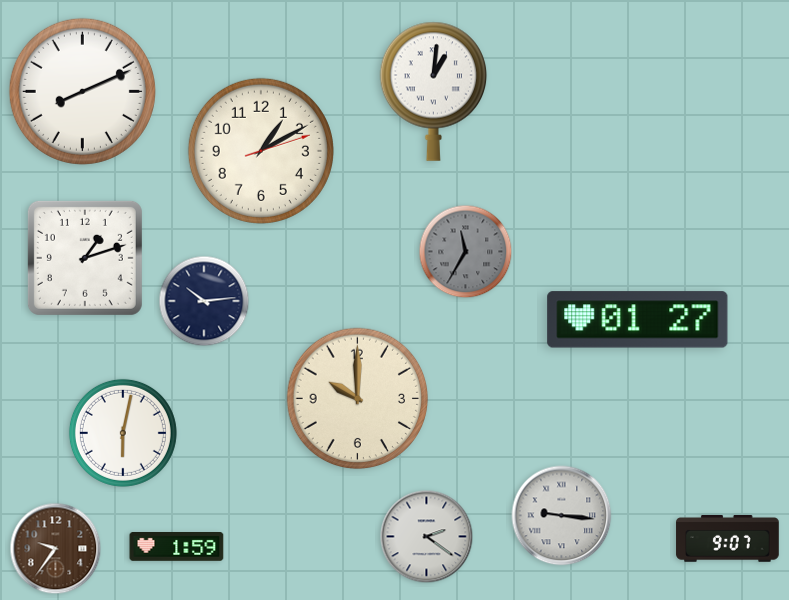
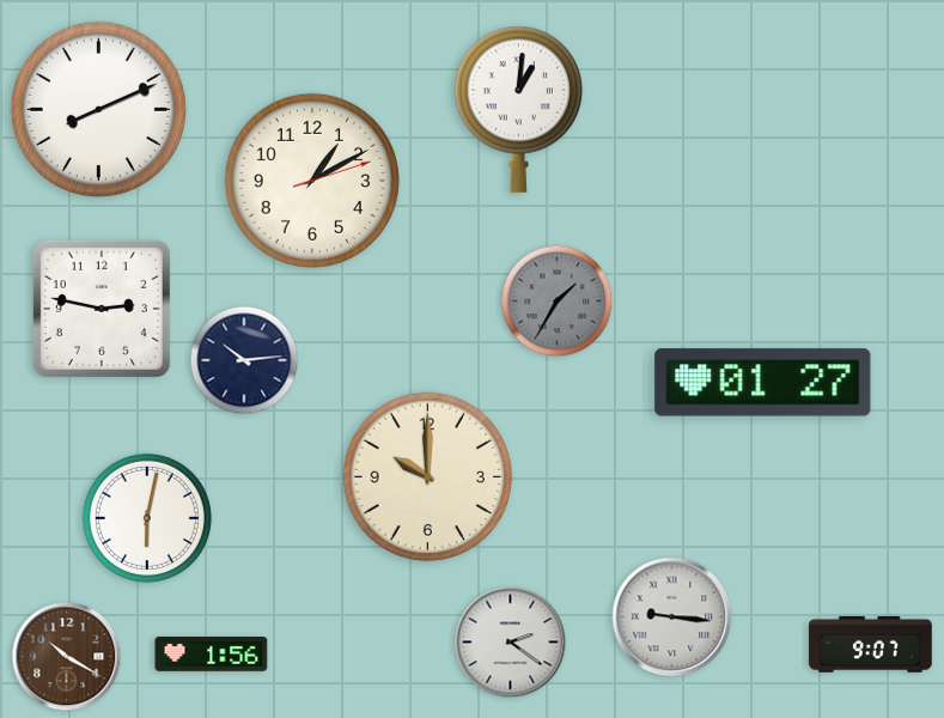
clock at (466, 252): 11:35 -> 1:35
clock at (85, 258): 1:12 -> 2:47
clock at (177, 547): 1:59 -> 1:56
clock at (56, 549): 9:36 -> 10:20
